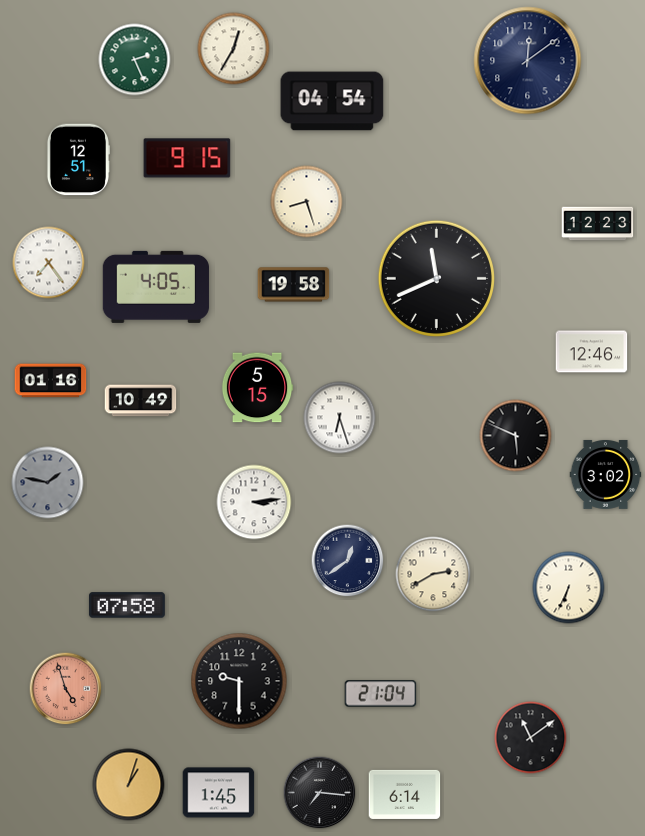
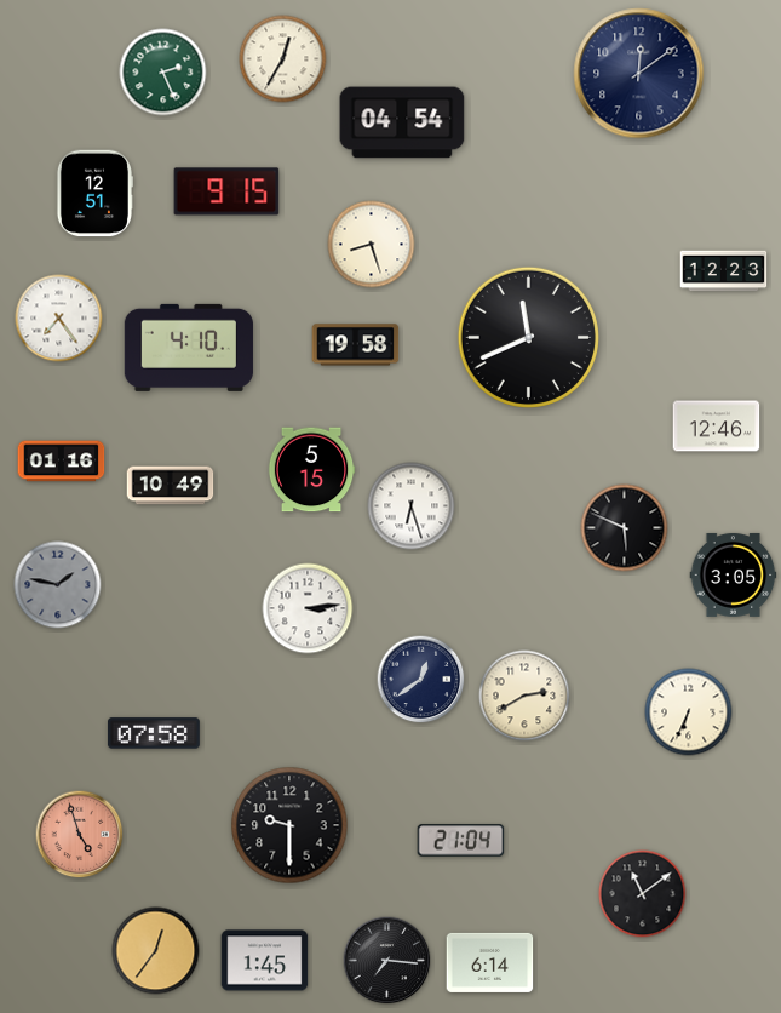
clock at (156, 287): 4:05 -> 4:10
clock at (606, 474): 3:02 -> 3:05
clock at (129, 785): 1:03 -> 12:36
